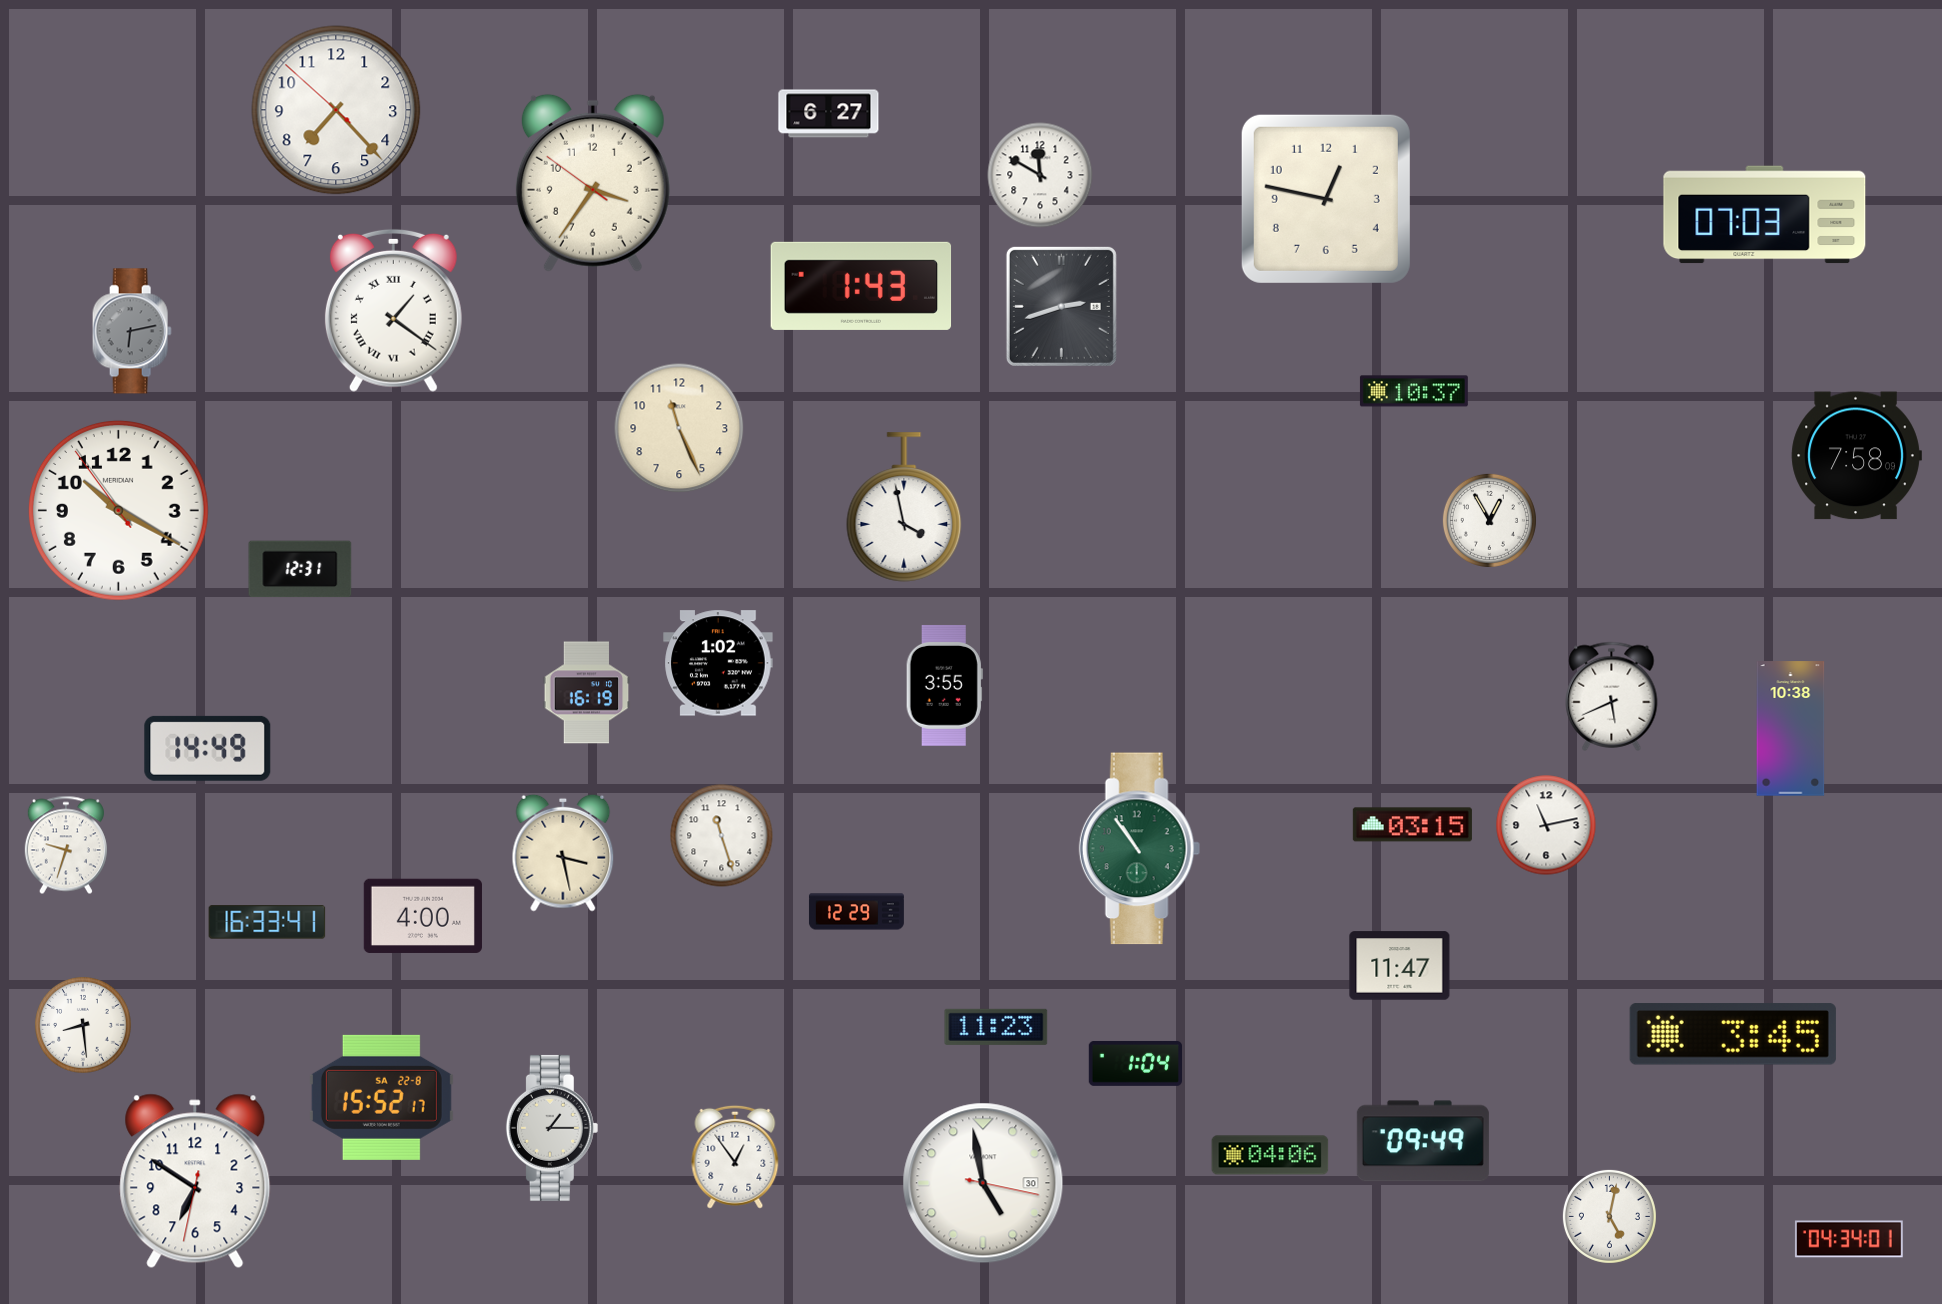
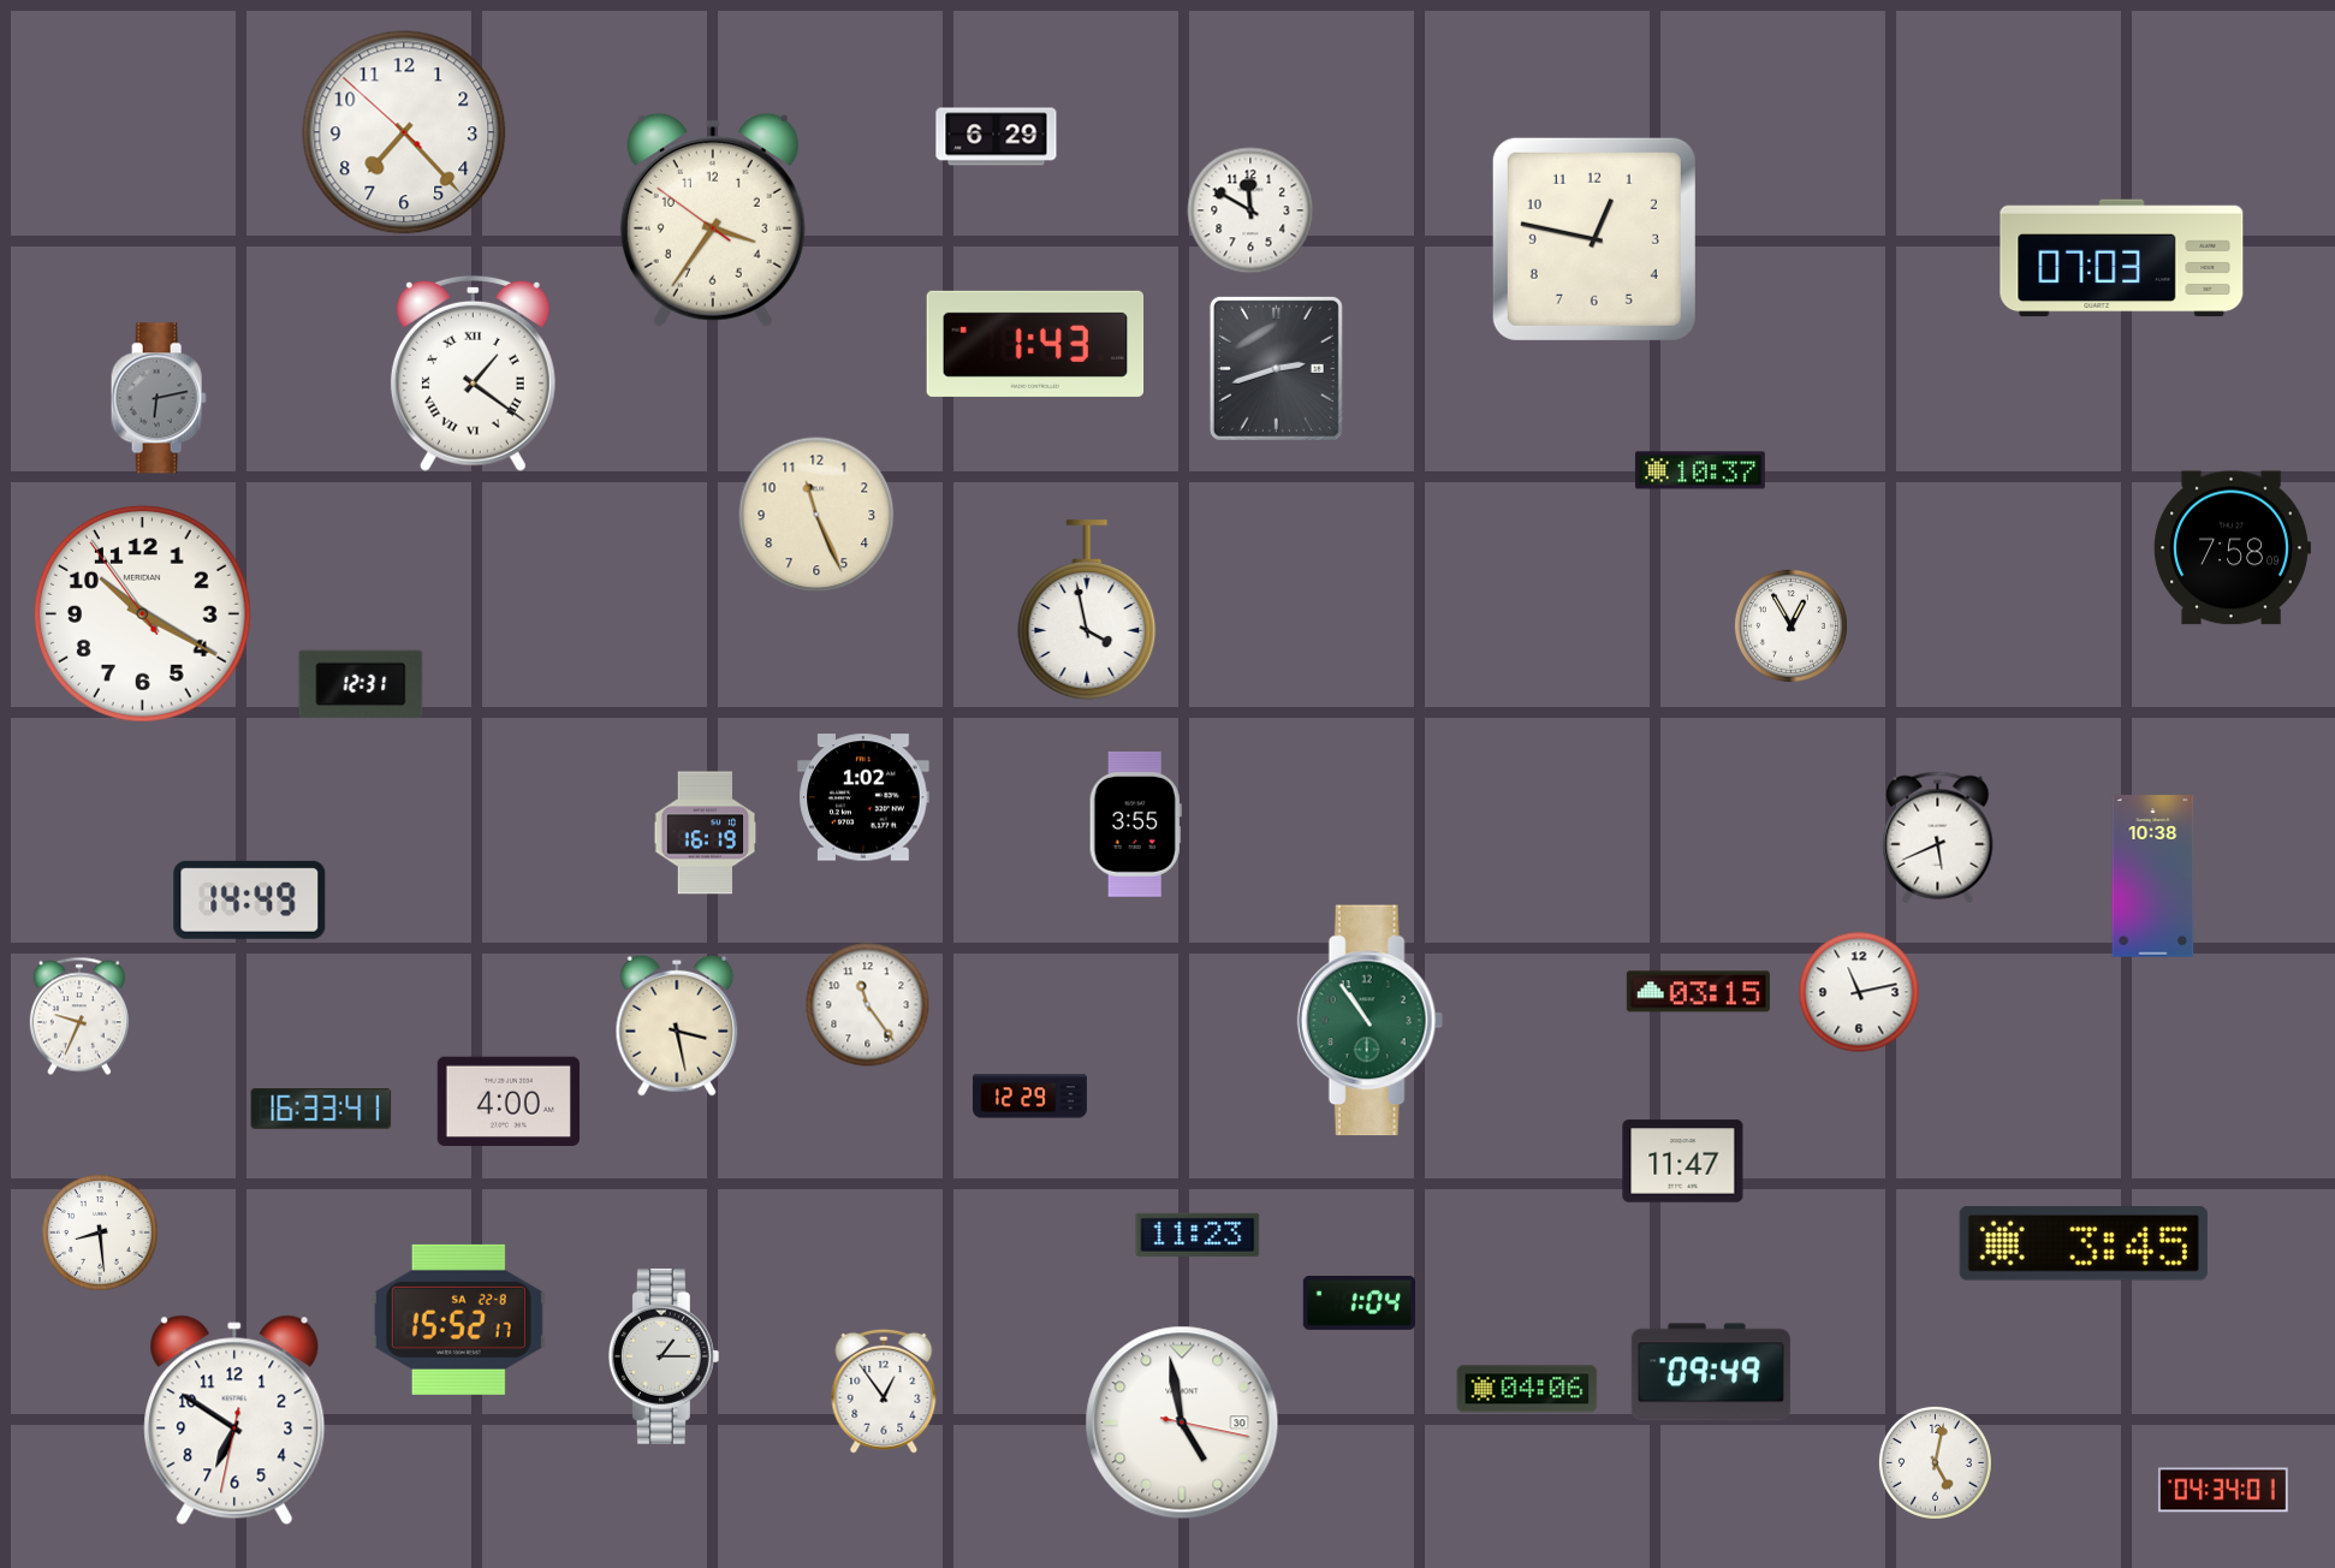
clock at (829, 114): 6:27 -> 6:29
clock at (722, 836): 11:27 -> 11:24
clock at (66, 845): 9:33 -> 9:34
clock at (1135, 1063) position: (1135, 1063) -> (1359, 1302)
